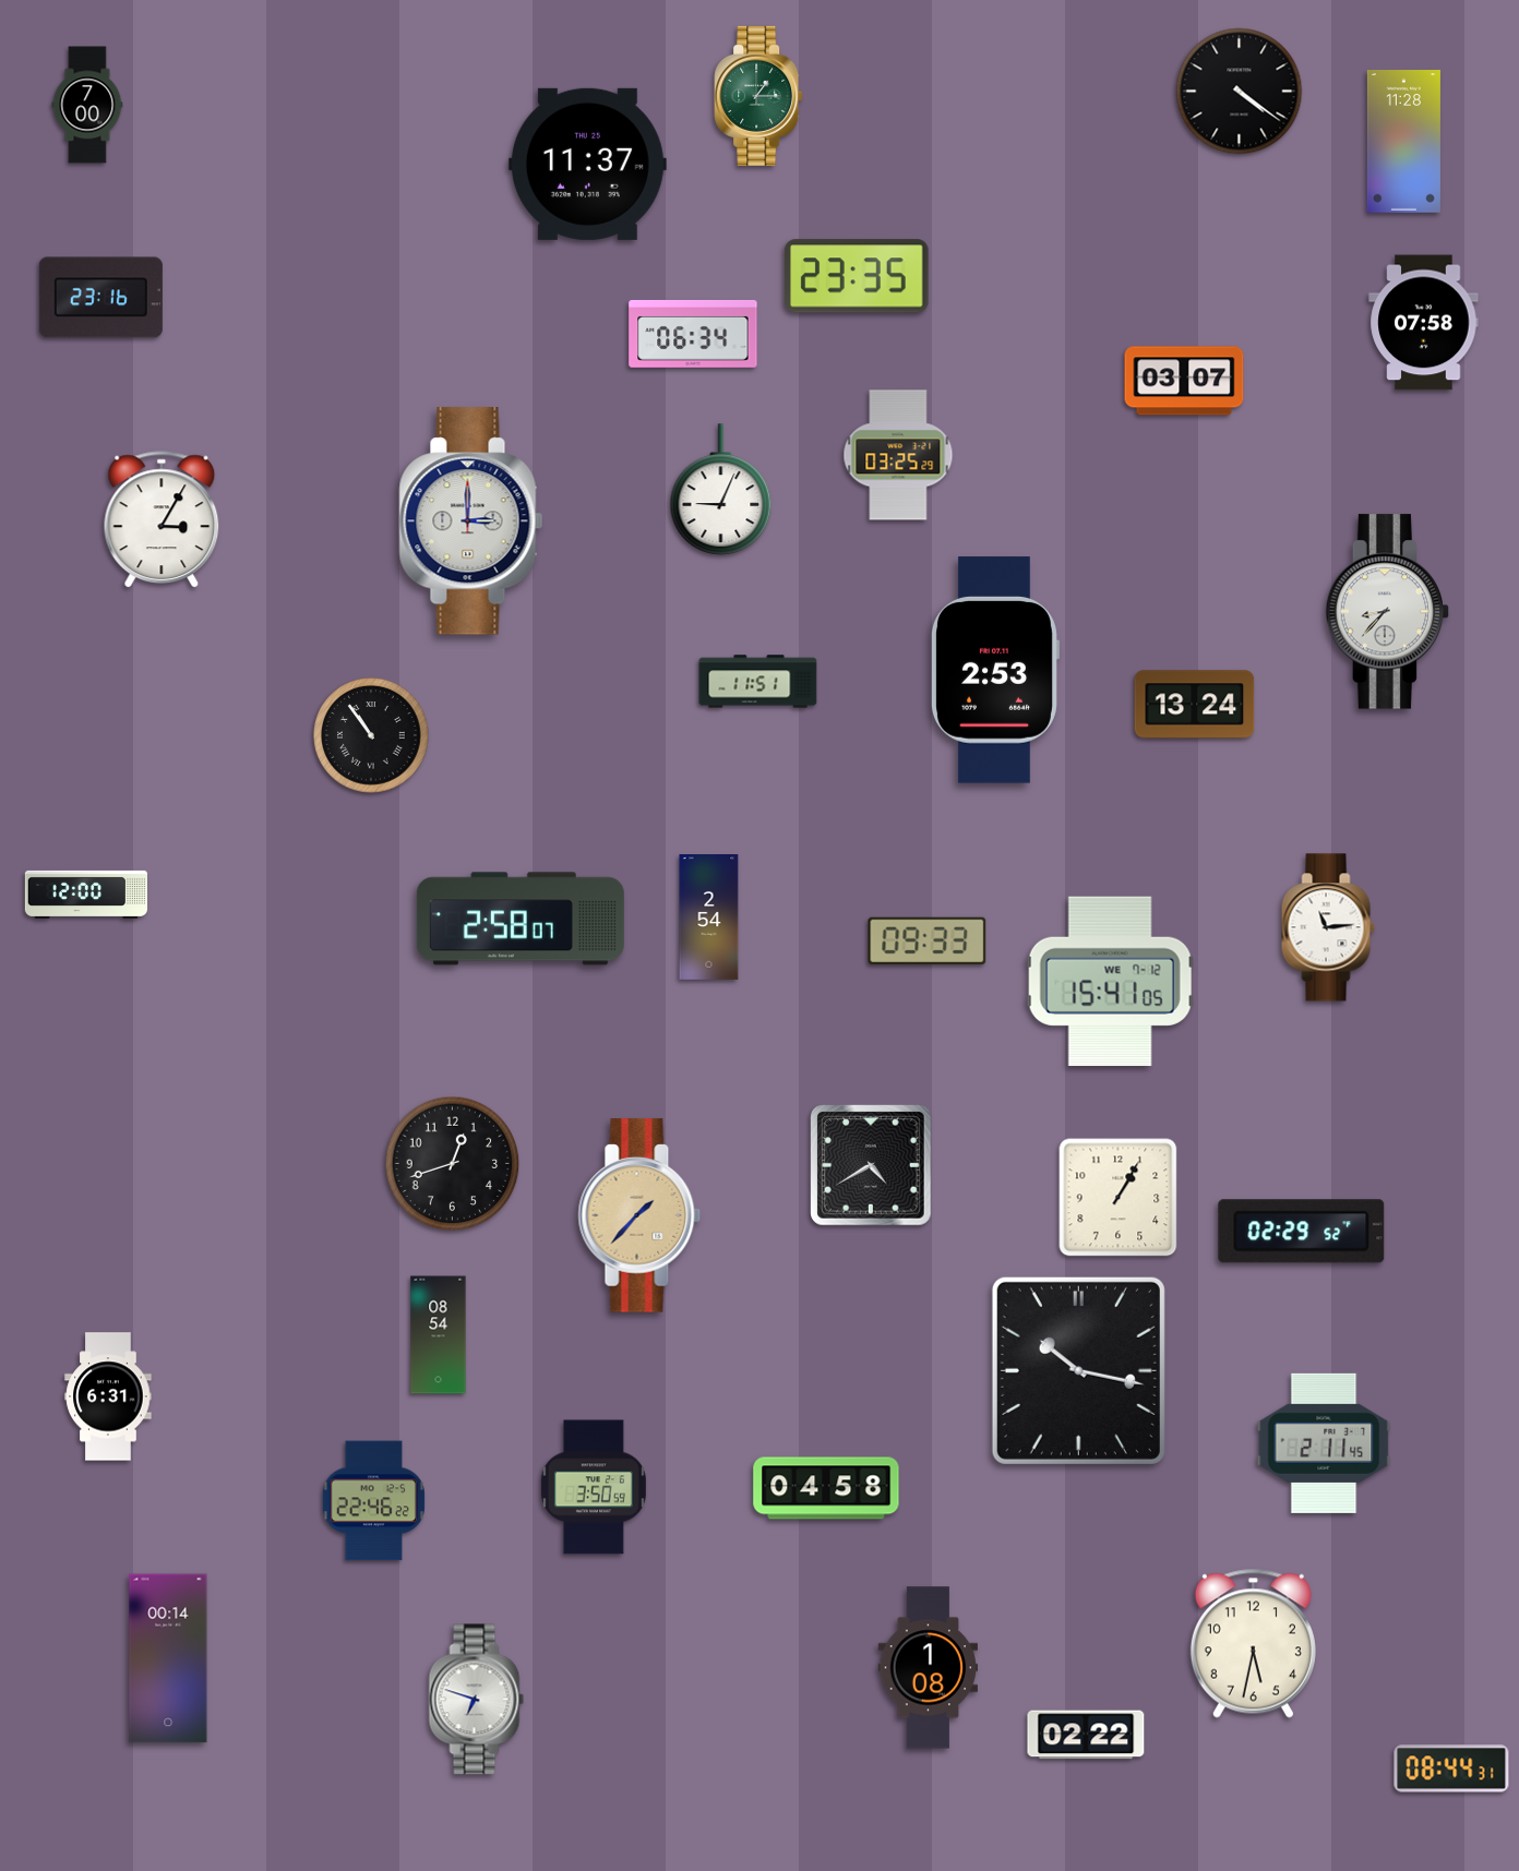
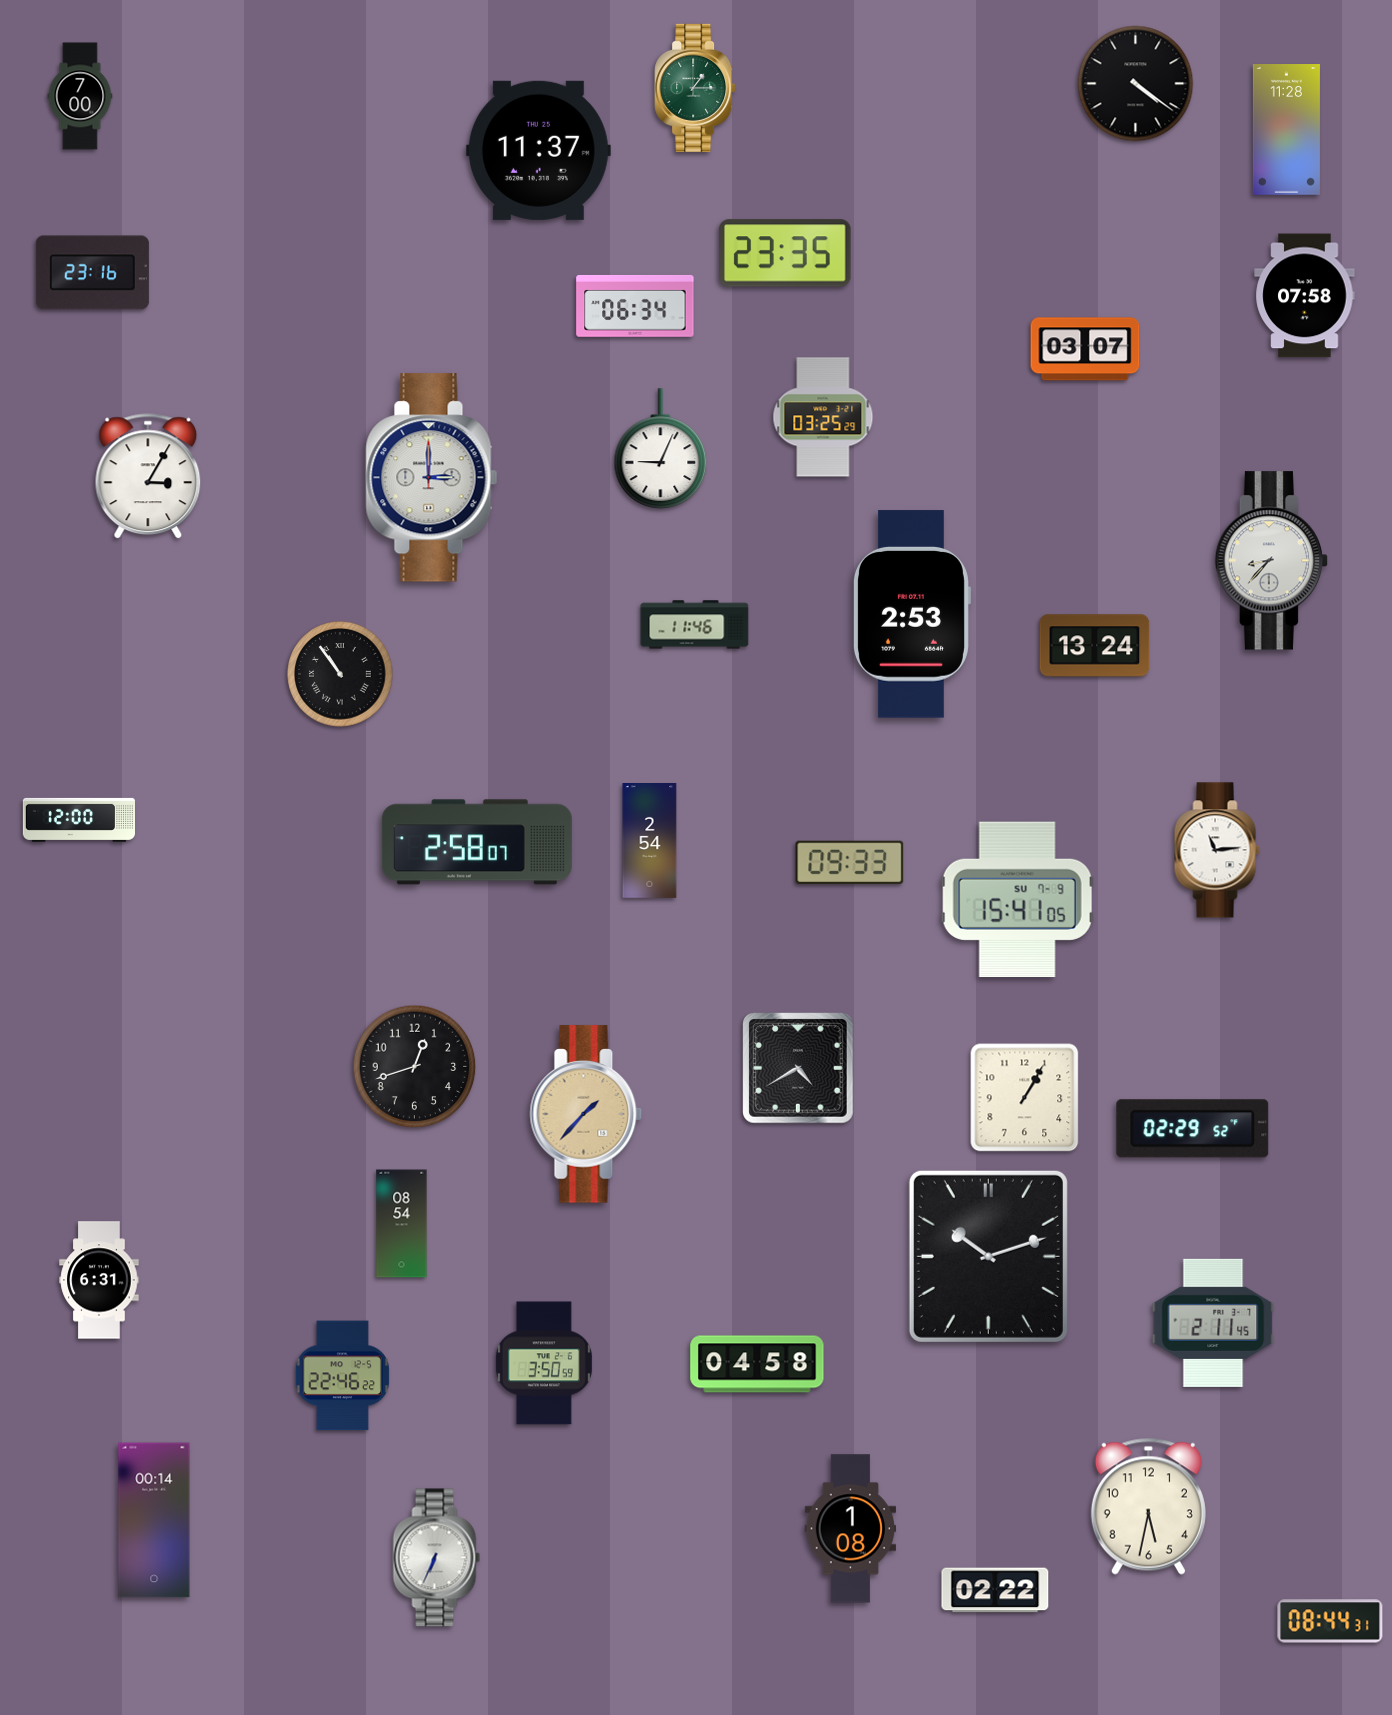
clock at (758, 682): 11:51 -> 11:46
clock at (1110, 982) date: WE 7-12 -> SU 7-9
clock at (1078, 1370): 10:17 -> 10:12
clock at (477, 1700): 6:48 -> 6:34
